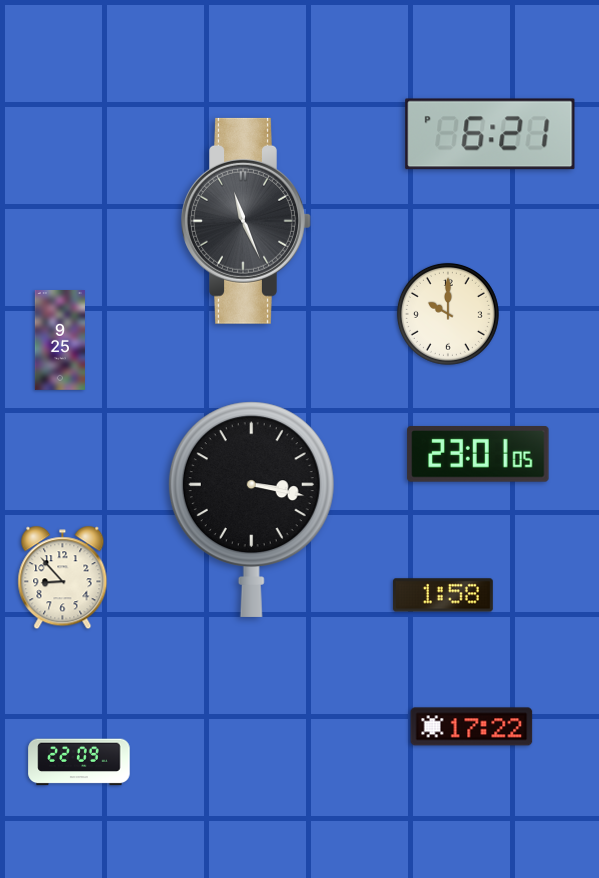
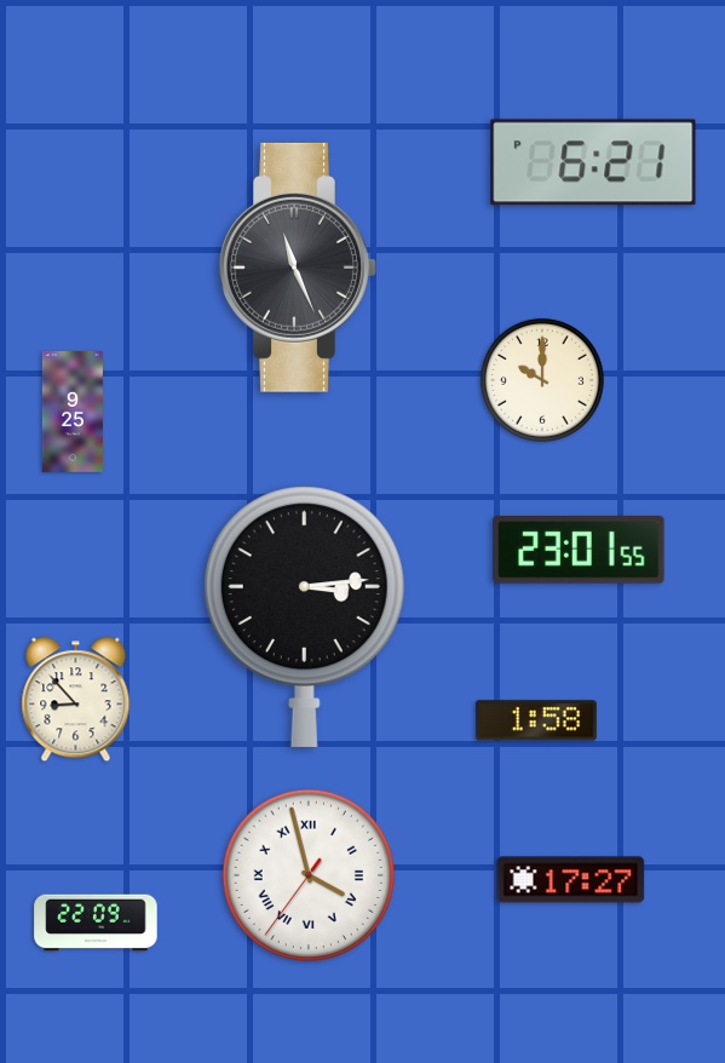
clock at (478, 454): 23:01:05 -> 23:01:55
clock at (251, 509): 3:17 -> 3:14
clock at (307, 874): none -> 3:57
clock at (472, 727): 17:22 -> 17:27
